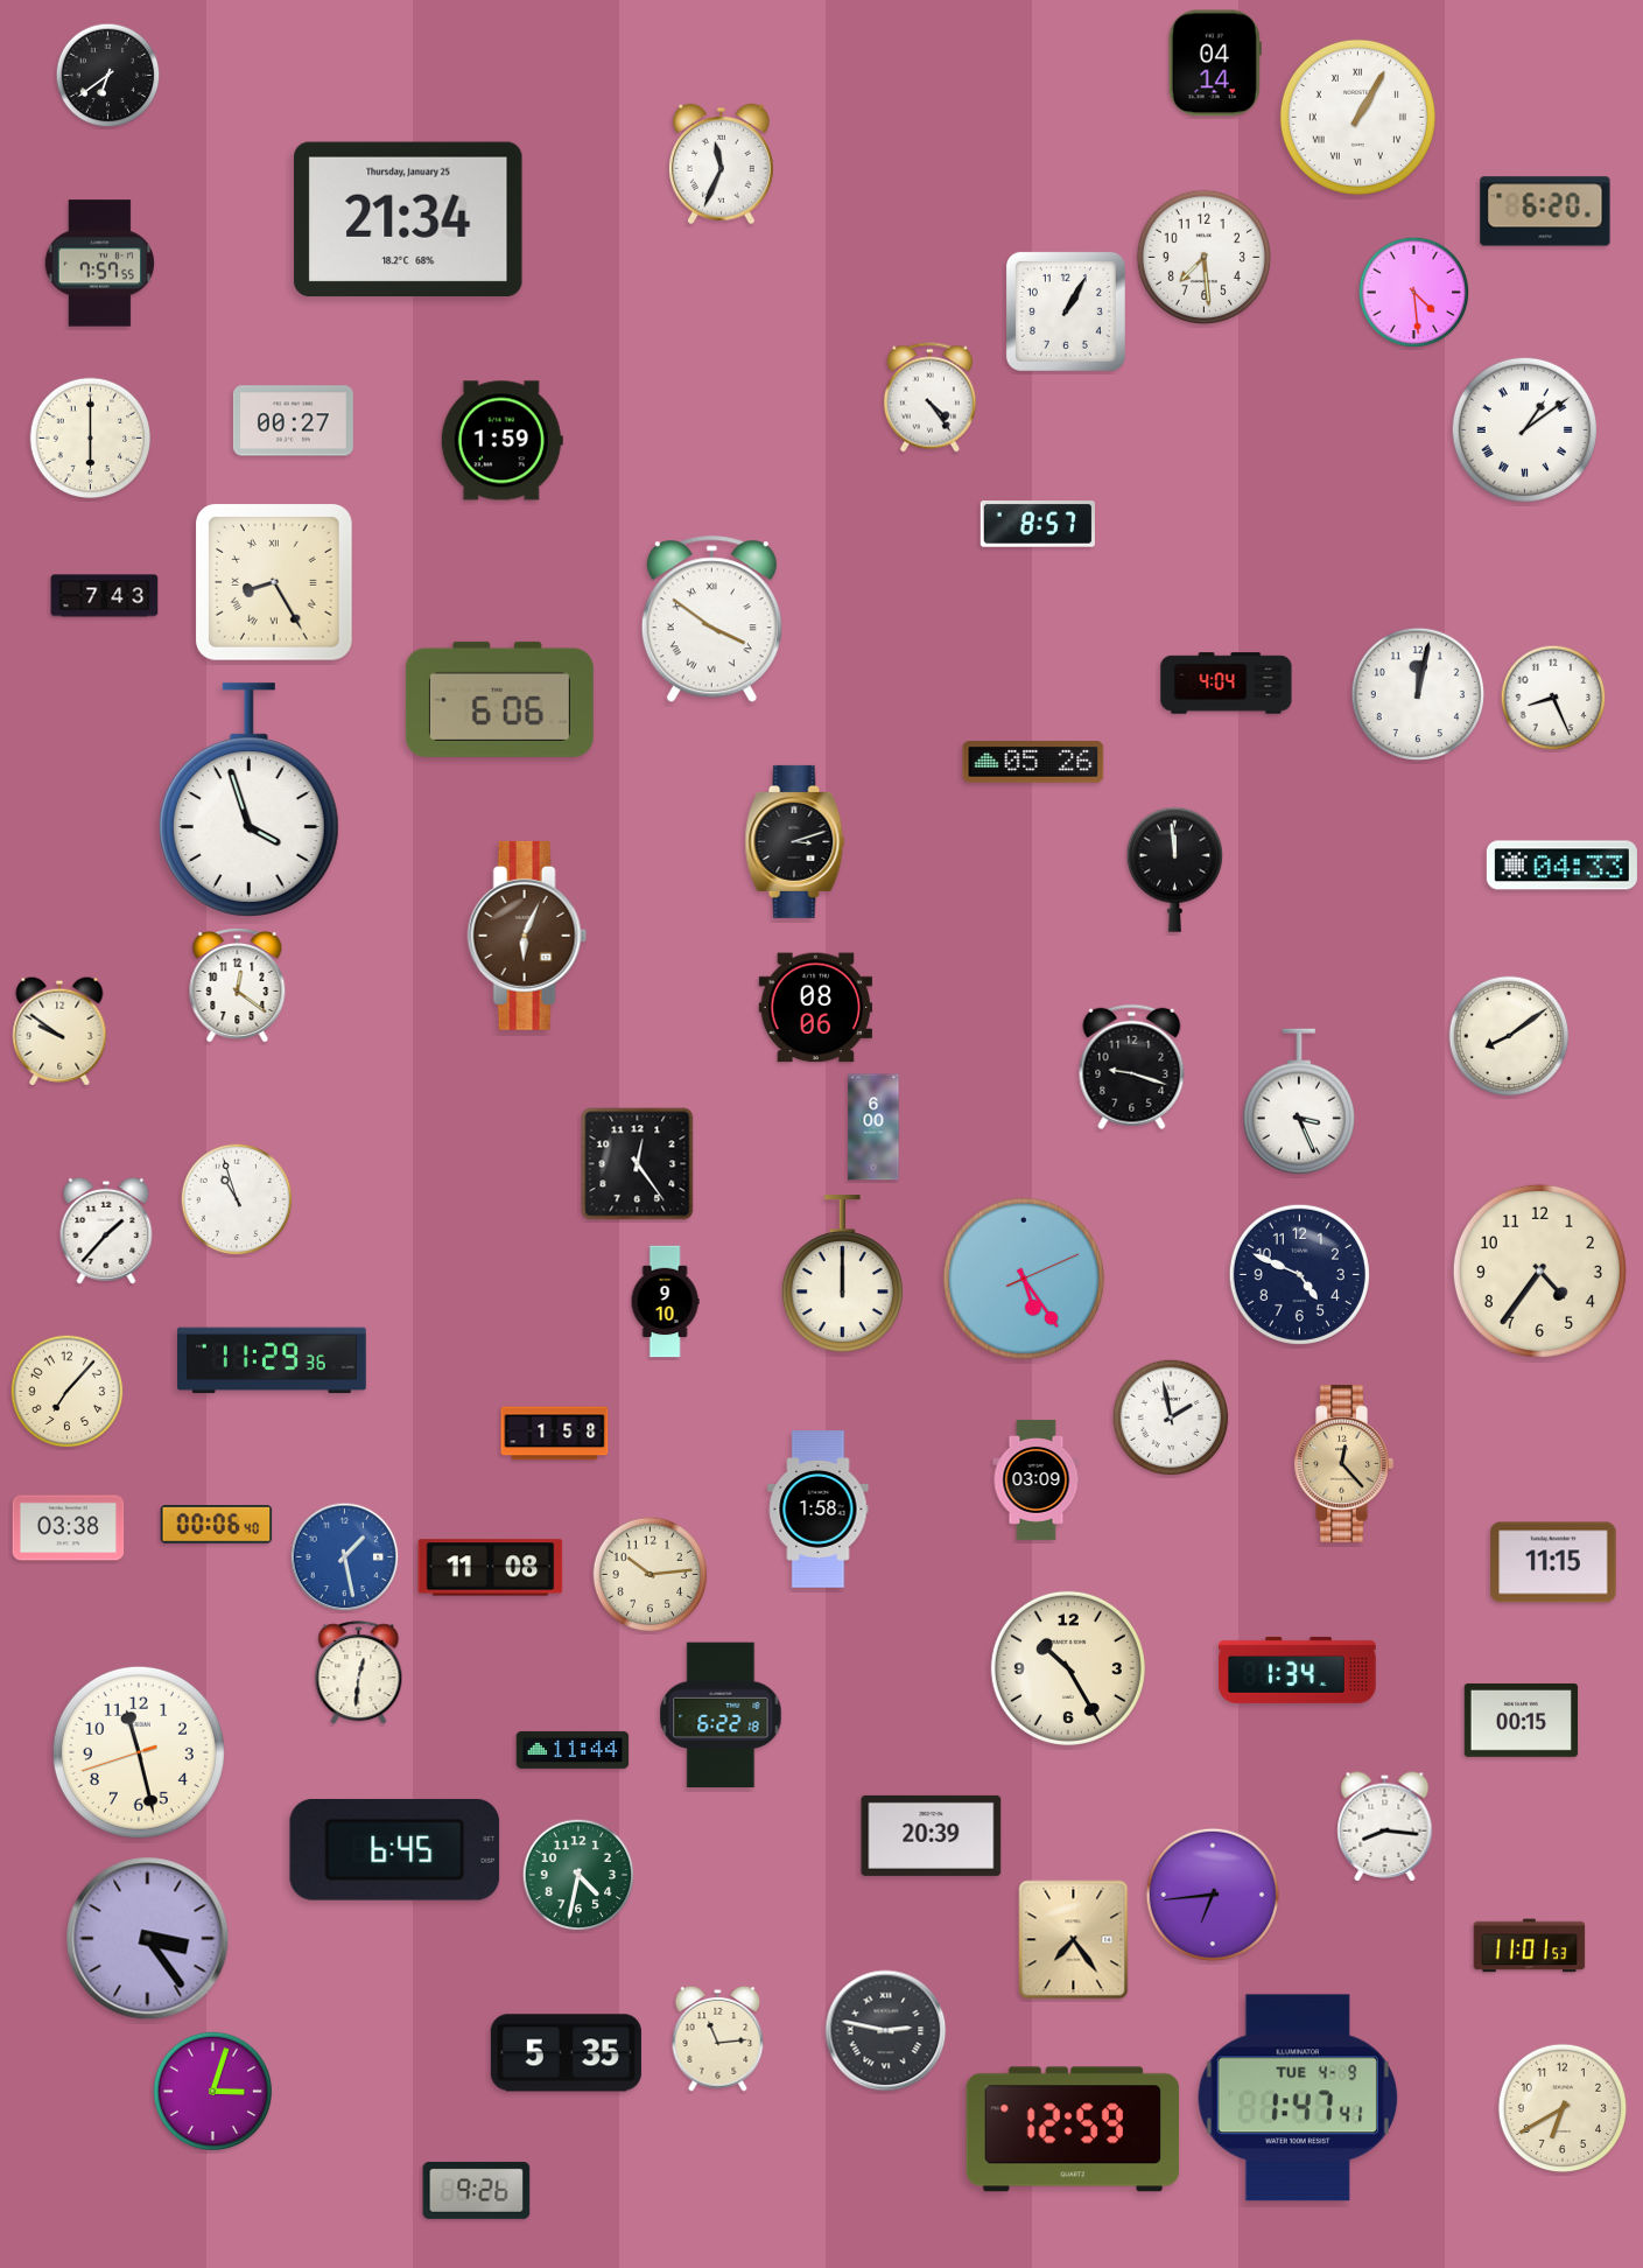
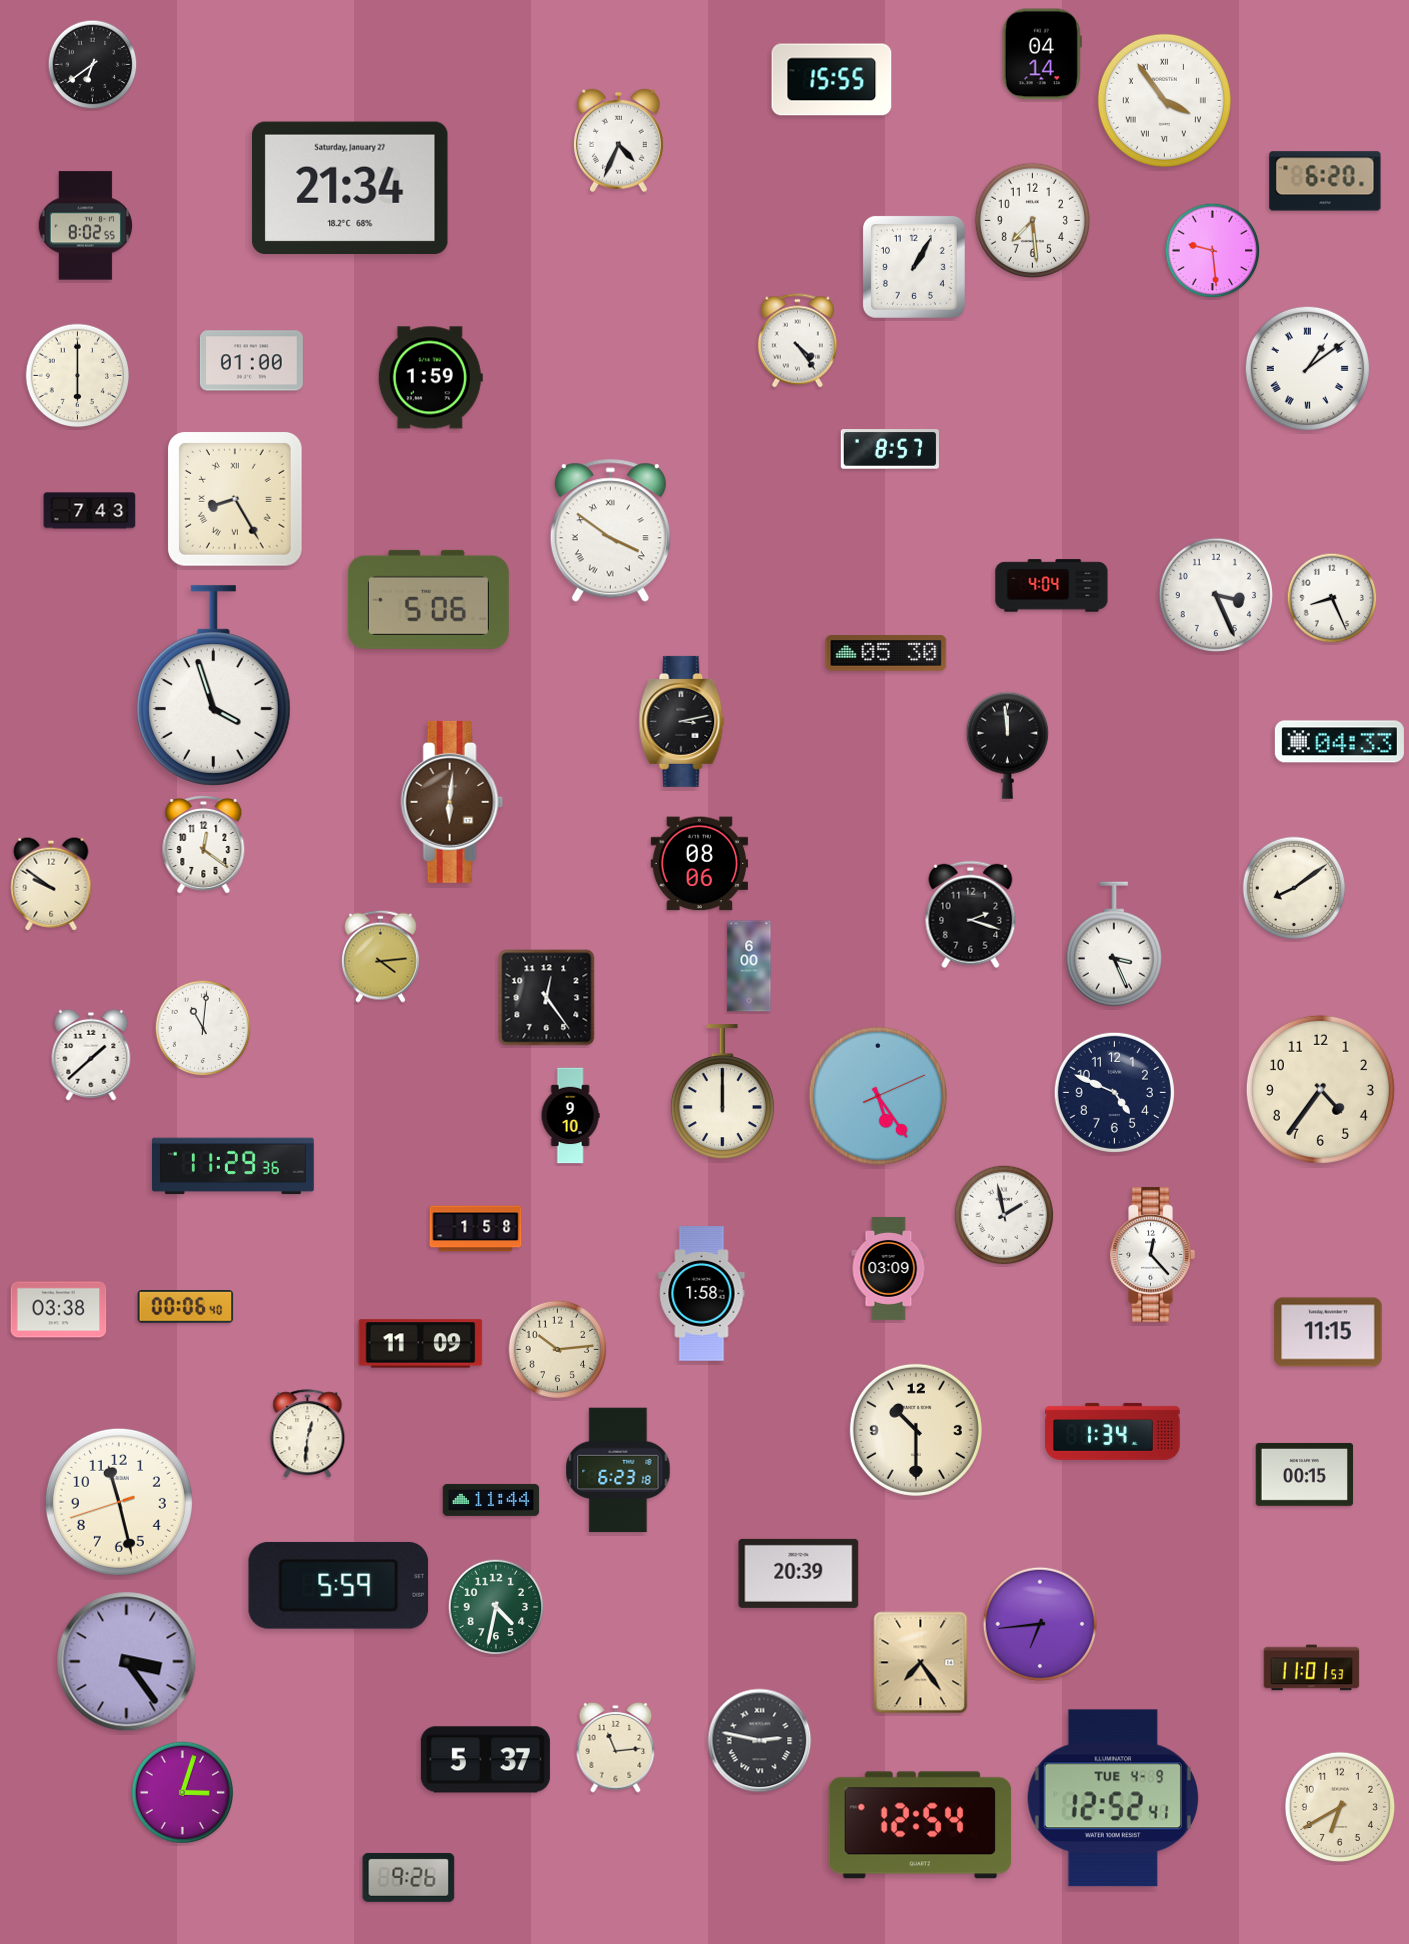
clock at (832, 80): none -> 15:55
clock at (1357, 117): 1:05 -> 3:54
clock at (721, 164): 11:34 -> 4:34
clock at (408, 218) date: Thursday, January 25 -> Saturday, January 27
clock at (100, 264): 7:57 -> 8:02
clock at (1414, 293): 4:29 -> 9:29
clock at (293, 421): 00:27 -> 01:00
clock at (1418, 694): 12:02 -> 3:26
clock at (499, 699): 6:06 -> 5:06
clock at (1033, 762): 05:26 -> 05:30
clock at (795, 841): 3:12 -> 3:13
clock at (527, 936): 6:04 -> 6:01
clock at (1132, 1067): 9:18 -> 2:18
clock at (380, 956): none -> 4:14
clock at (237, 1199): 10:57 -> 11:01
clock at (106, 1231): 1:37 -> 1:38
clock at (68, 1392): 7:07 -> none
clock at (1343, 1464) dial: champagne -> white
clock at (345, 1557): 1:28 -> none
clock at (1553, 1562) position: (1553, 1562) -> (1328, 1332)
clock at (491, 1568): 11:08 -> 11:09
clock at (1068, 1668): 10:25 -> 10:30
clock at (721, 1715): 6:22 -> 6:23
clock at (1385, 1827): 8:16 -> none
clock at (395, 1849): 6:45 -> 5:59
clock at (566, 2053): 5:35 -> 5:37
clock at (1297, 2098): 1:47 -> 12:52
clock at (1073, 2129): 12:59 -> 12:54
